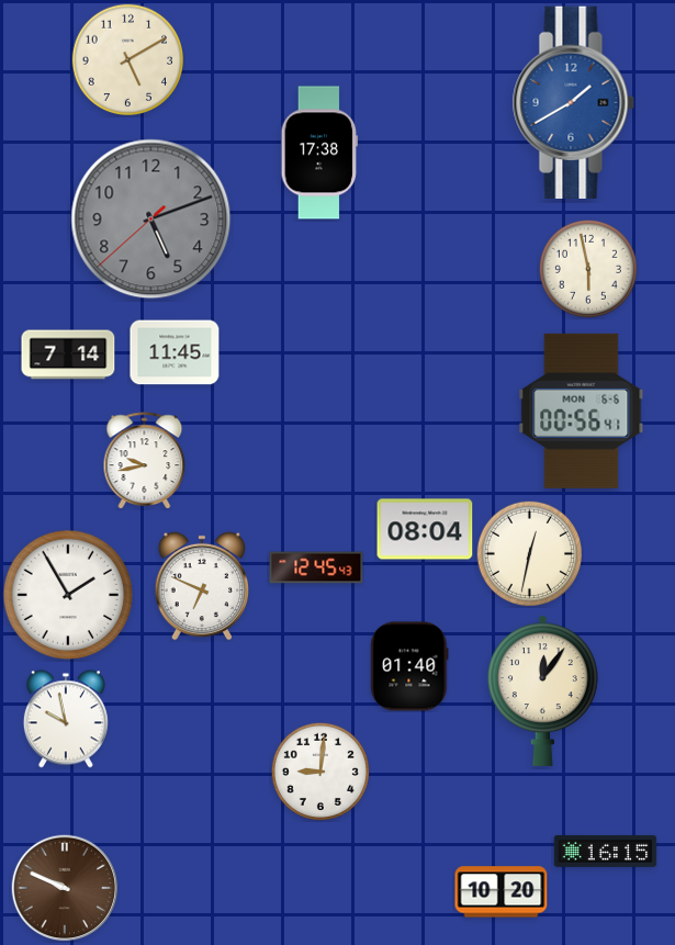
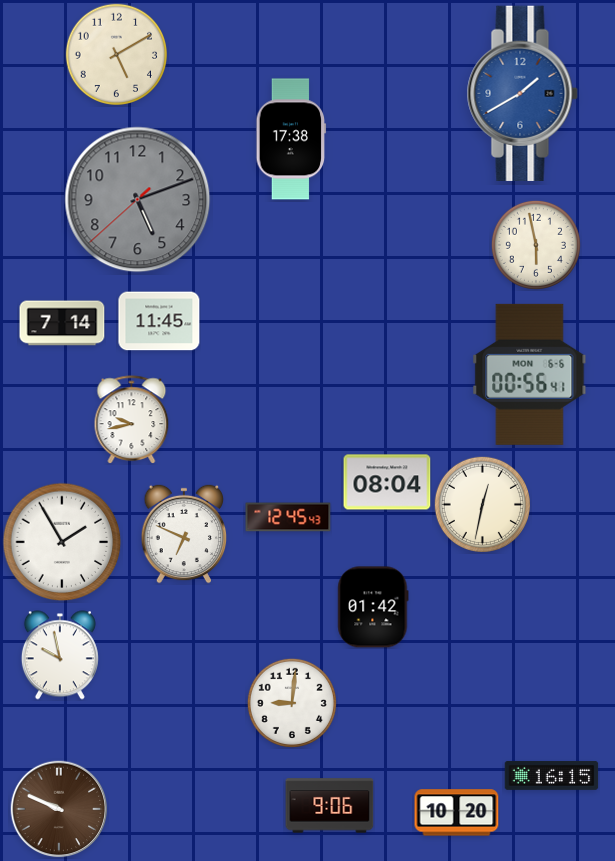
clock at (409, 666): 01:40 -> 01:42
clock at (542, 690): 12:06 -> none
clock at (330, 806): none -> 9:06
